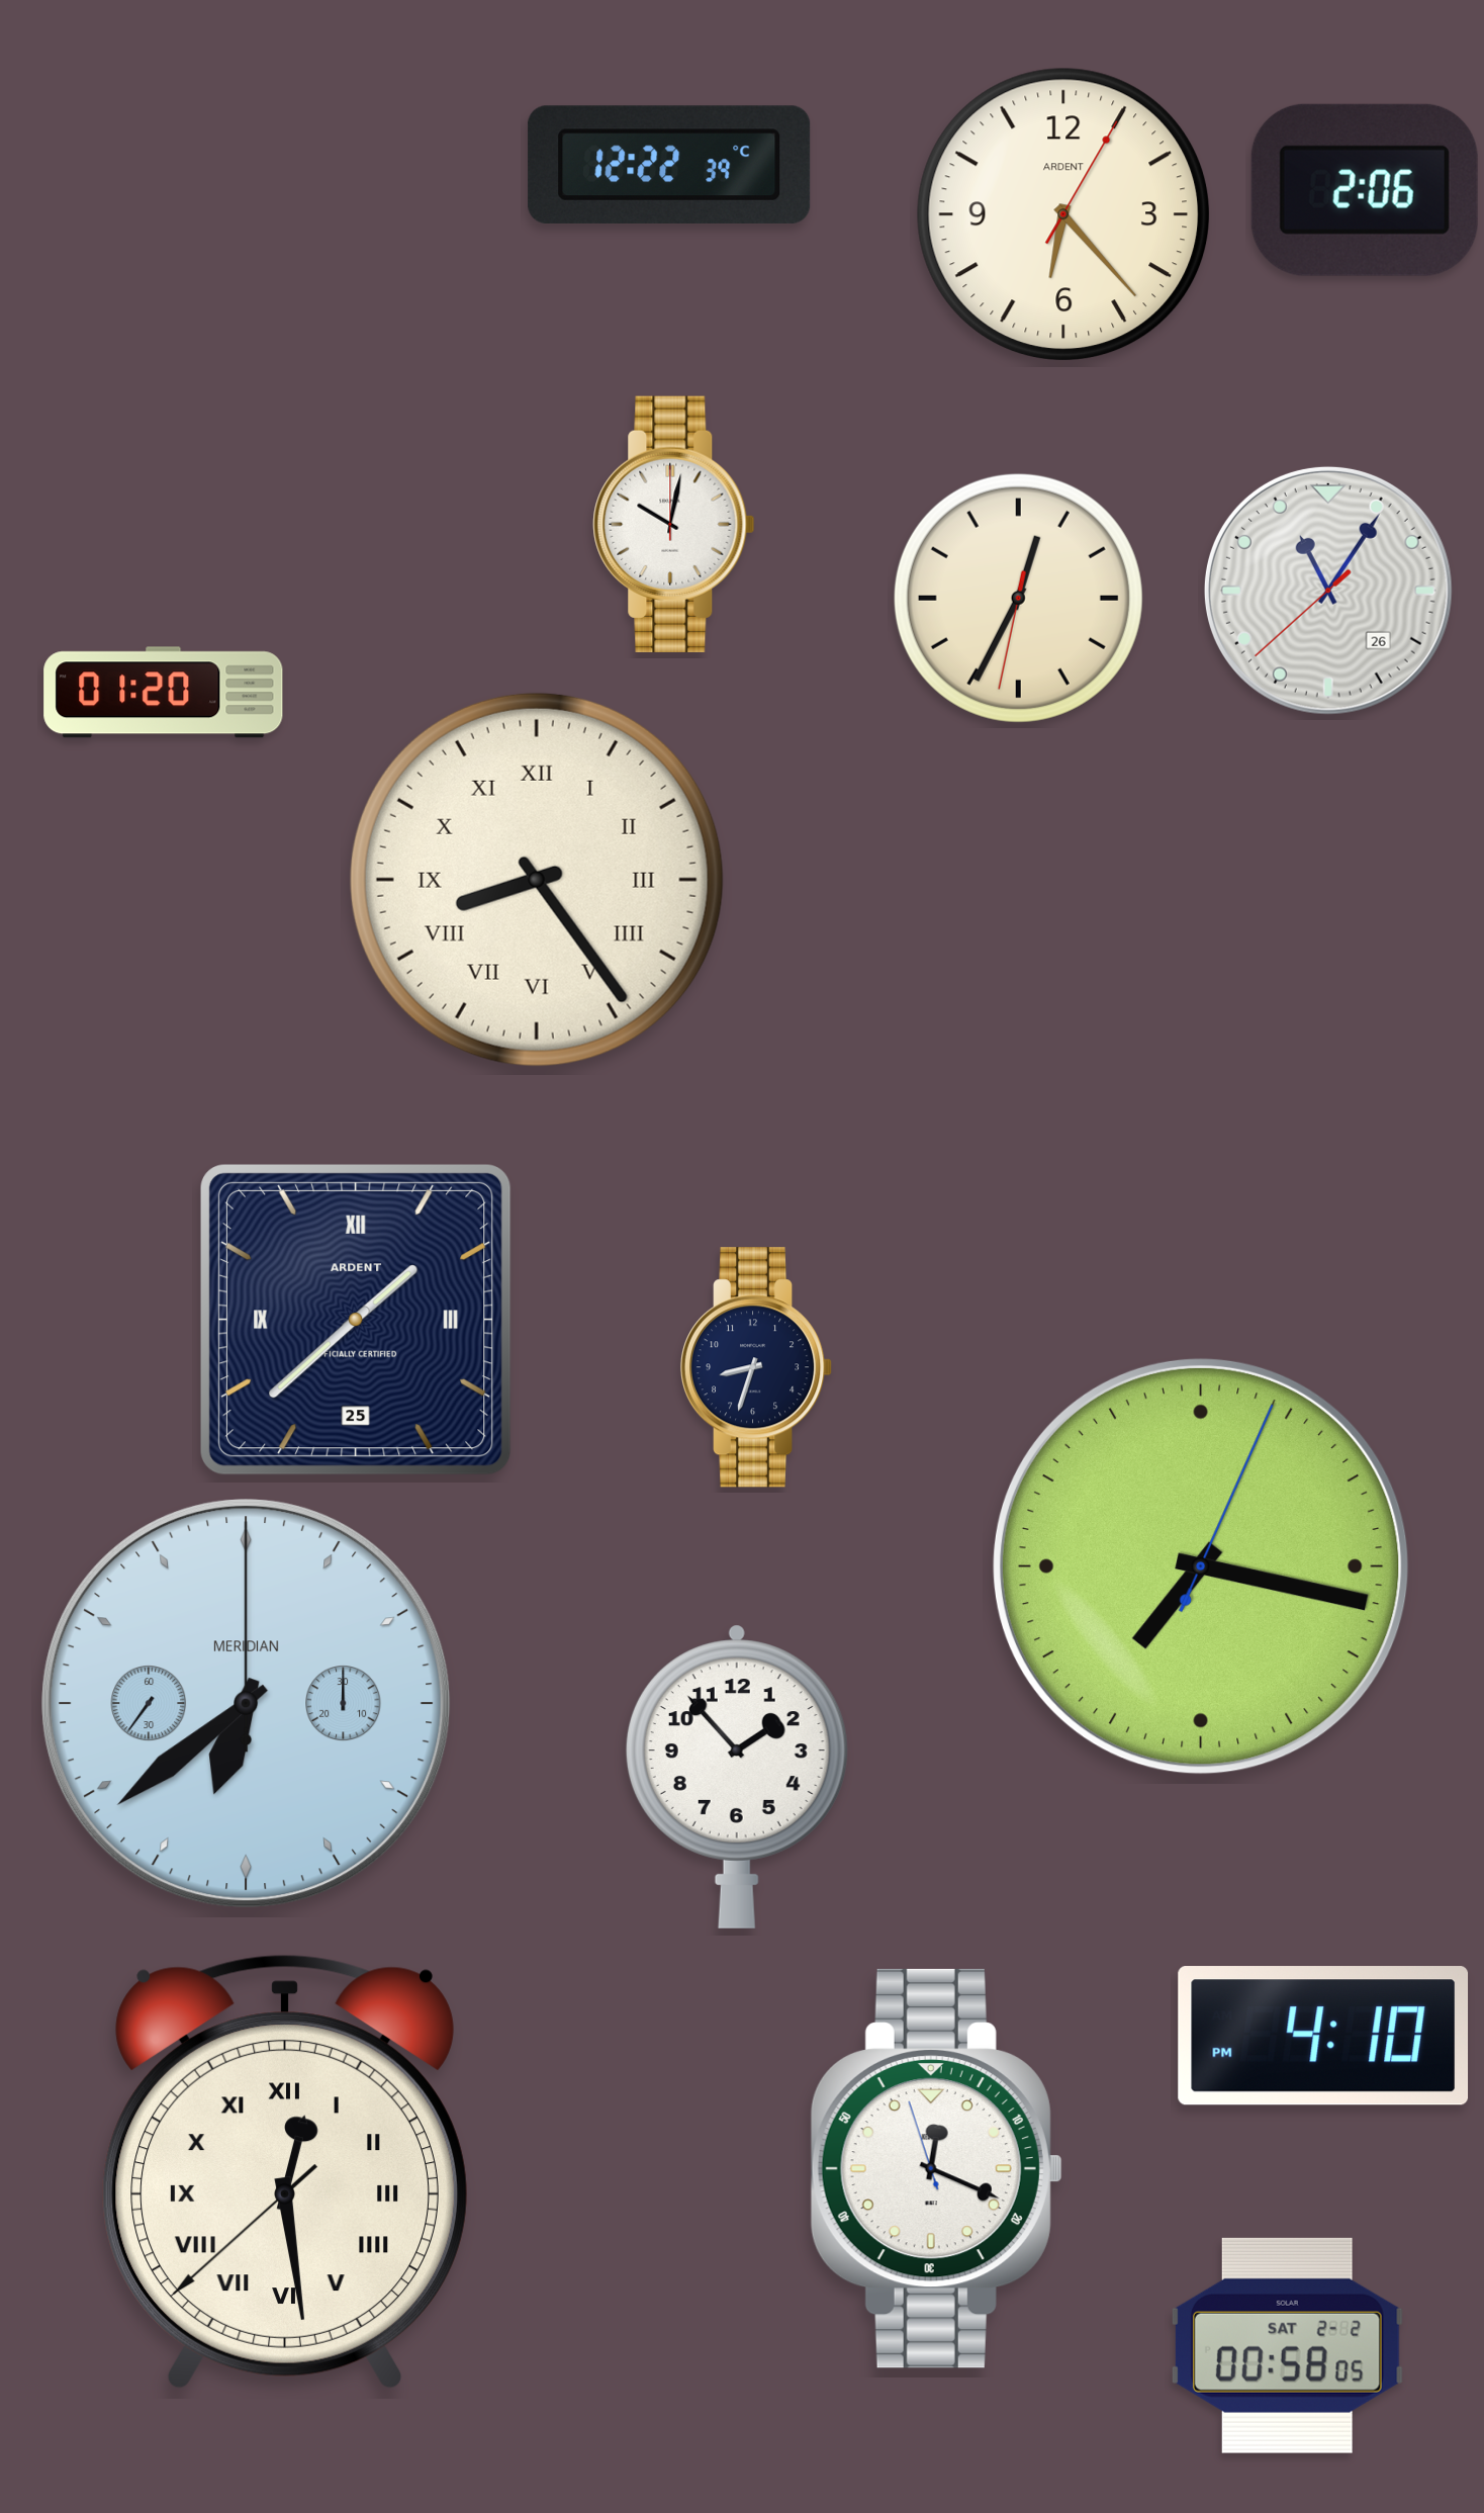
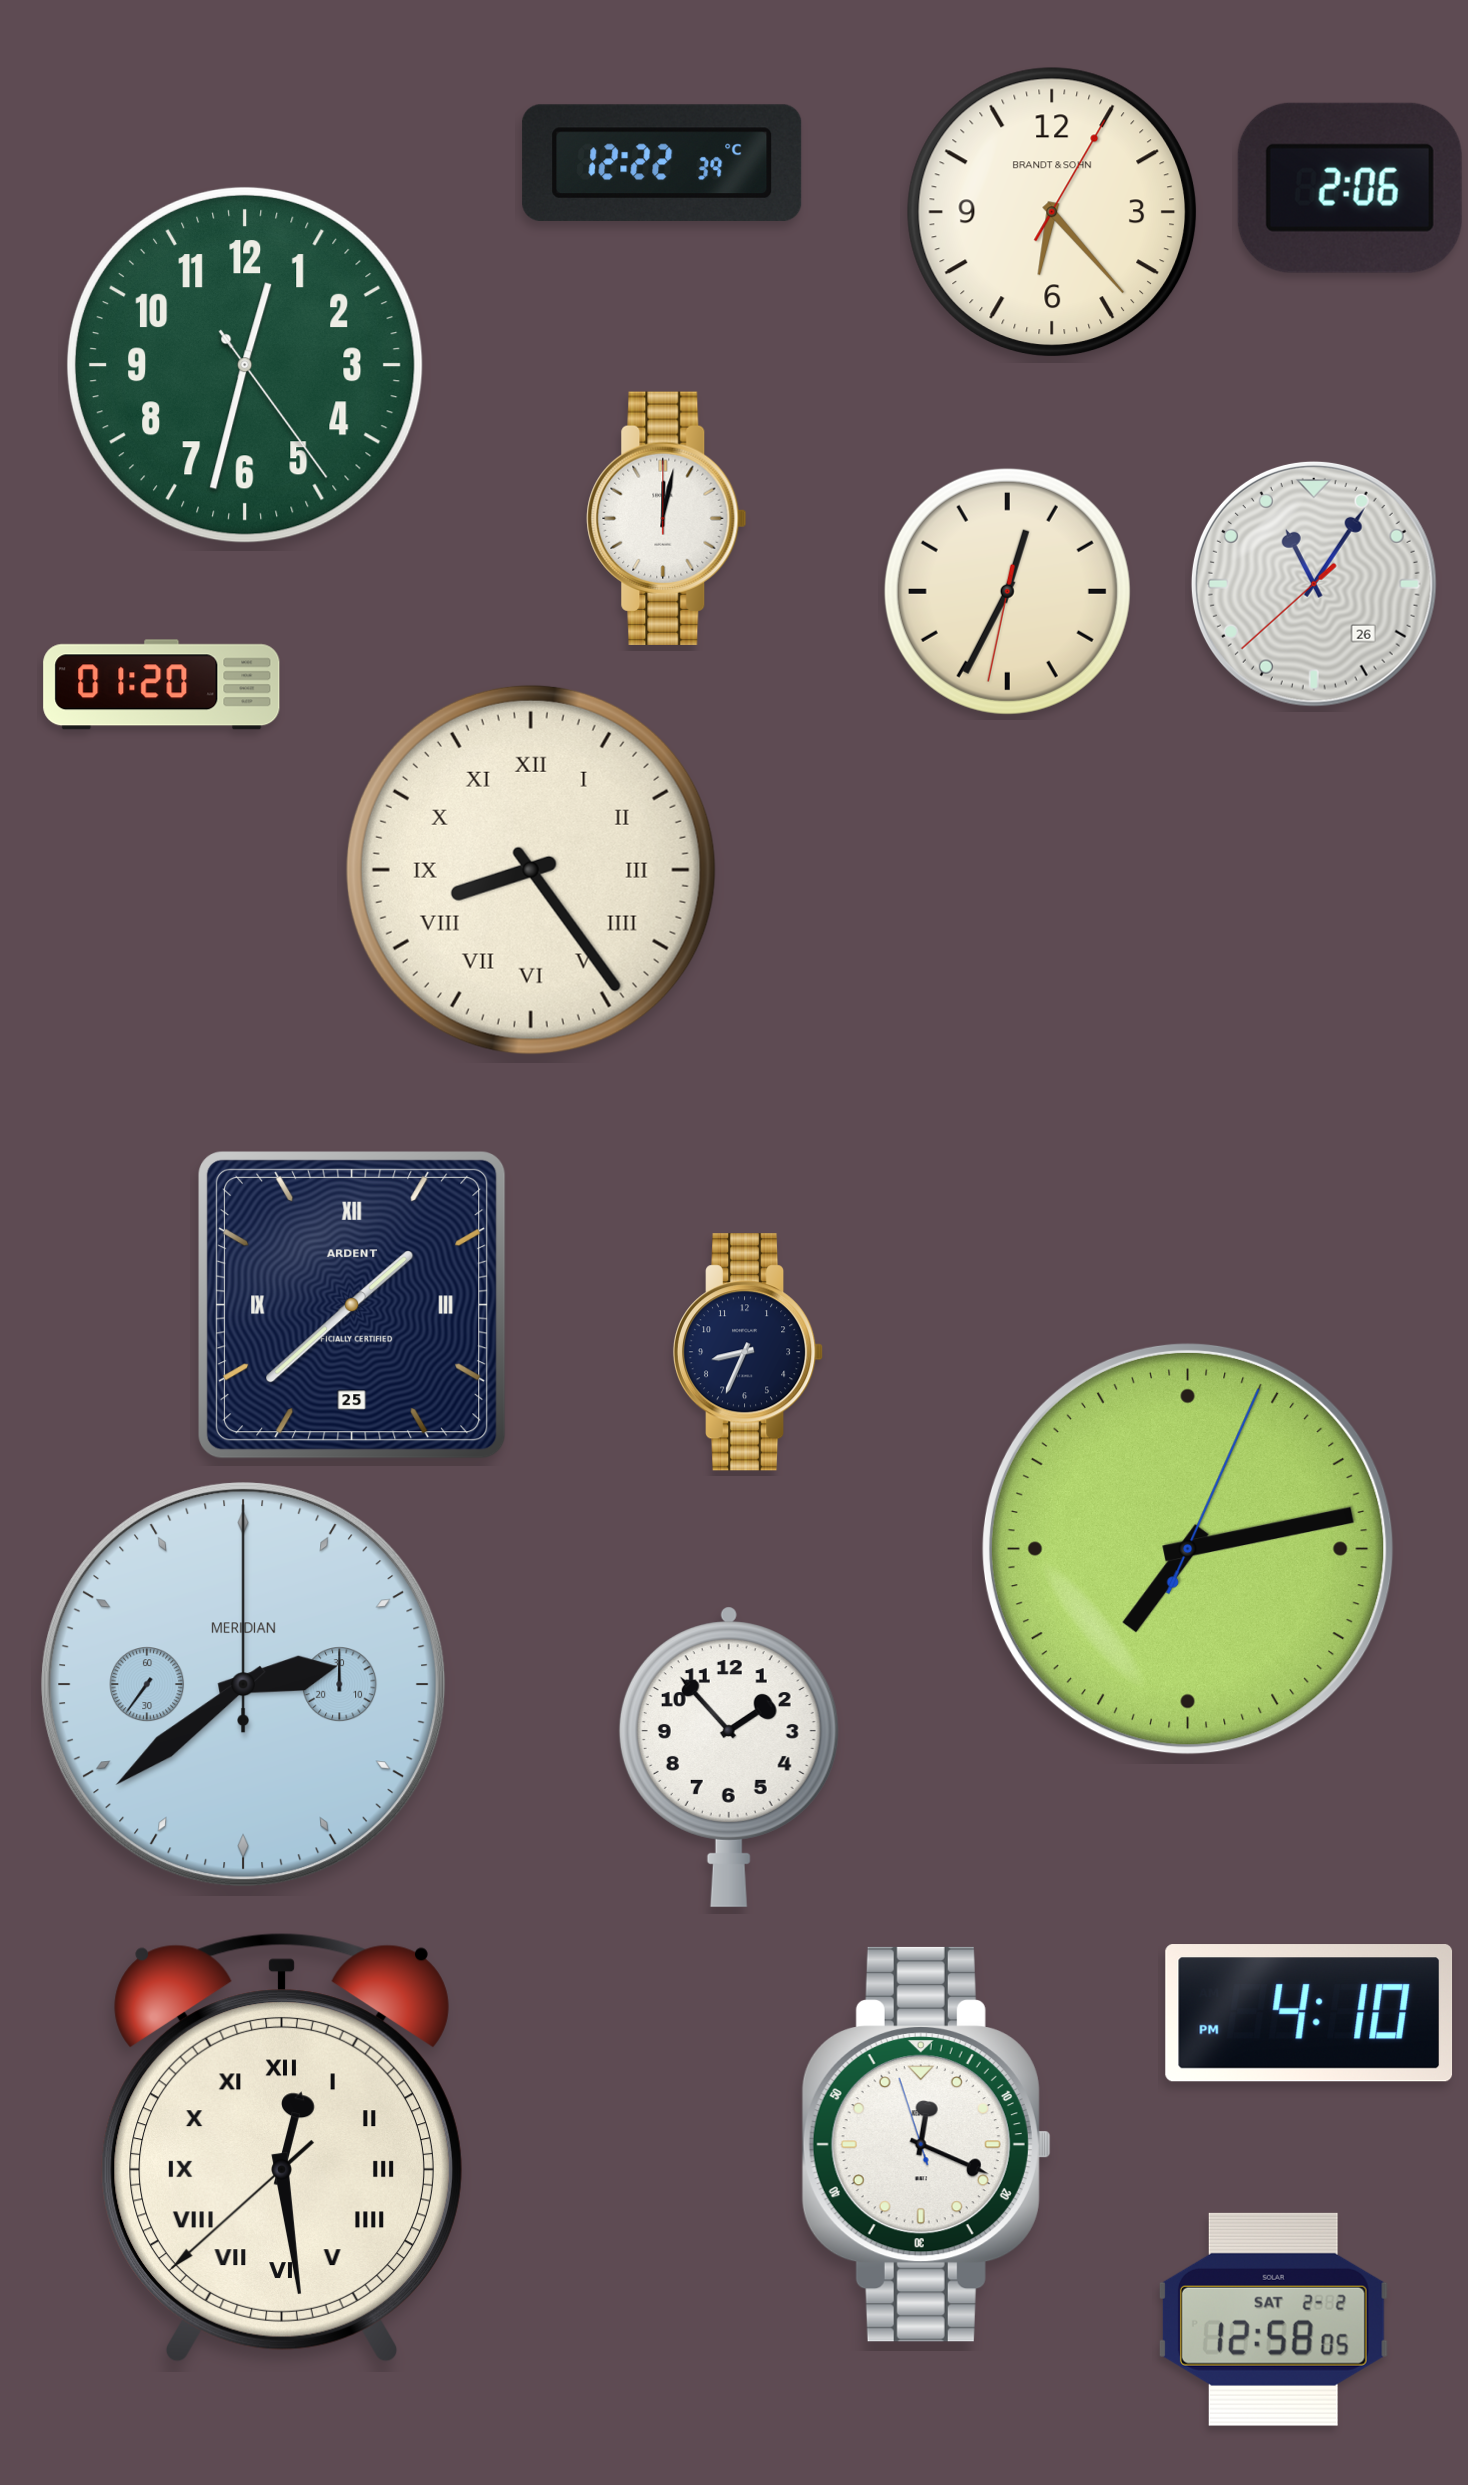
clock at (1063, 214) brand: ARDENT -> BRANDT & SOHN
clock at (245, 365): none -> 12:32
clock at (674, 524): 10:02 -> 12:02
clock at (756, 1367): 8:33 -> 8:34
clock at (1201, 1566): 7:17 -> 7:13
clock at (247, 1704): 6:38 -> 2:38
clock at (1287, 2345): 00:58 -> 12:58
